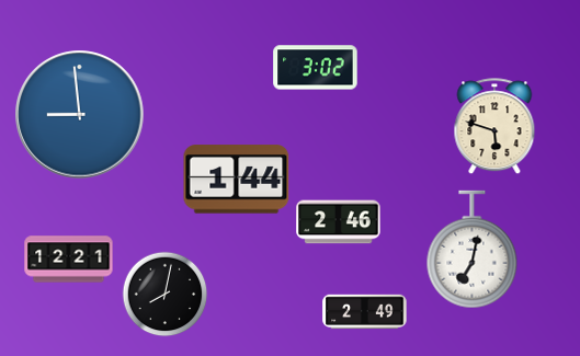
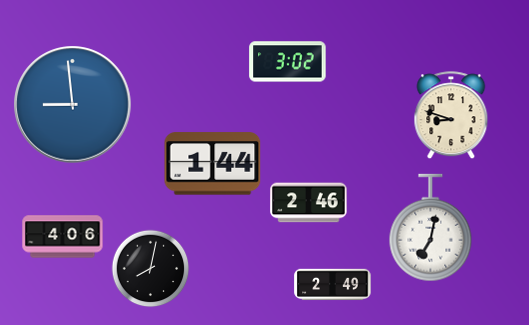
clock at (494, 126): 5:48 -> 8:48
clock at (237, 180) position: (237, 180) -> (213, 164)
clock at (69, 260): 12:21 -> 4:06
